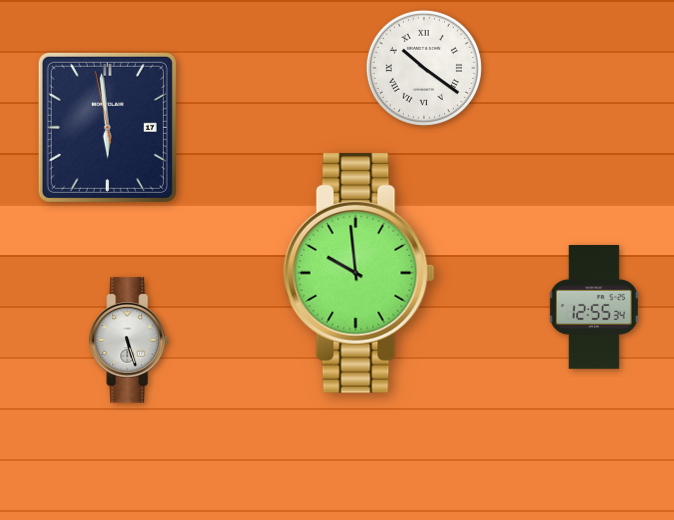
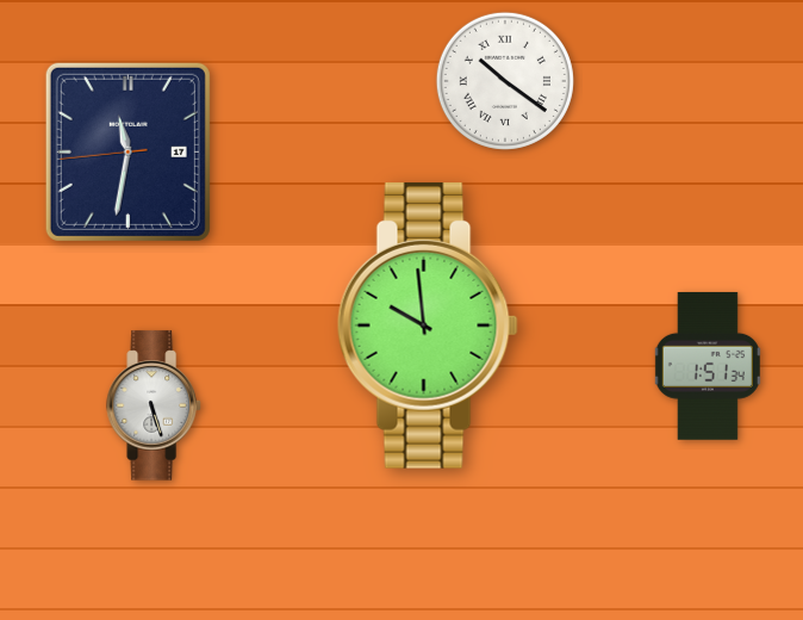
clock at (107, 127): 5:58 -> 11:31
clock at (594, 307): 12:55 -> 1:51
